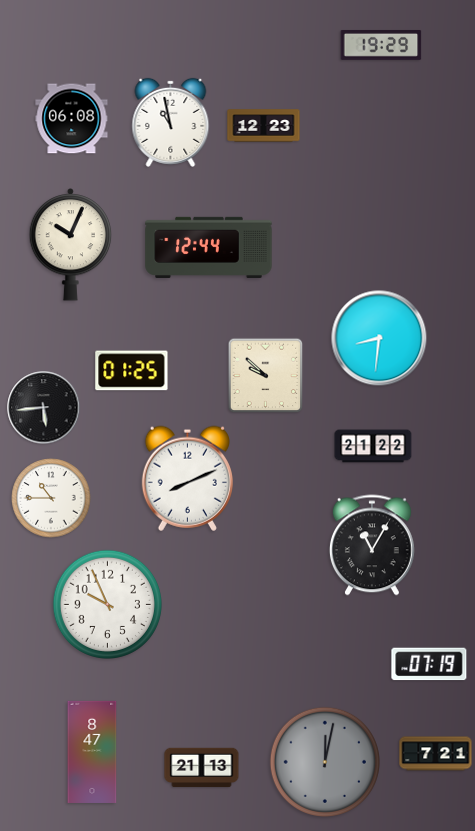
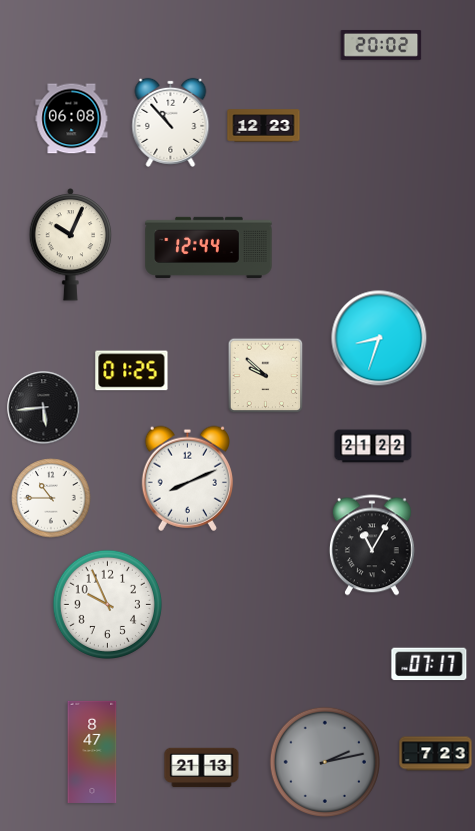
clock at (381, 45): 19:29 -> 20:02
clock at (171, 122): 10:58 -> 10:53
clock at (379, 338): 8:31 -> 8:33
clock at (429, 664): 07:19 -> 07:17
clock at (436, 754): 7:21 -> 7:23
clock at (325, 762): 12:02 -> 2:13
